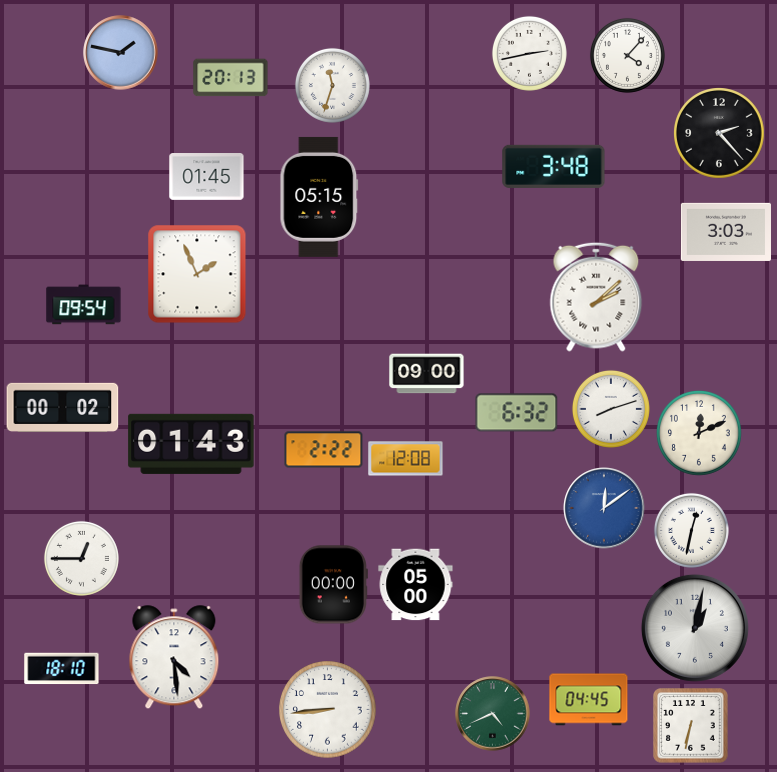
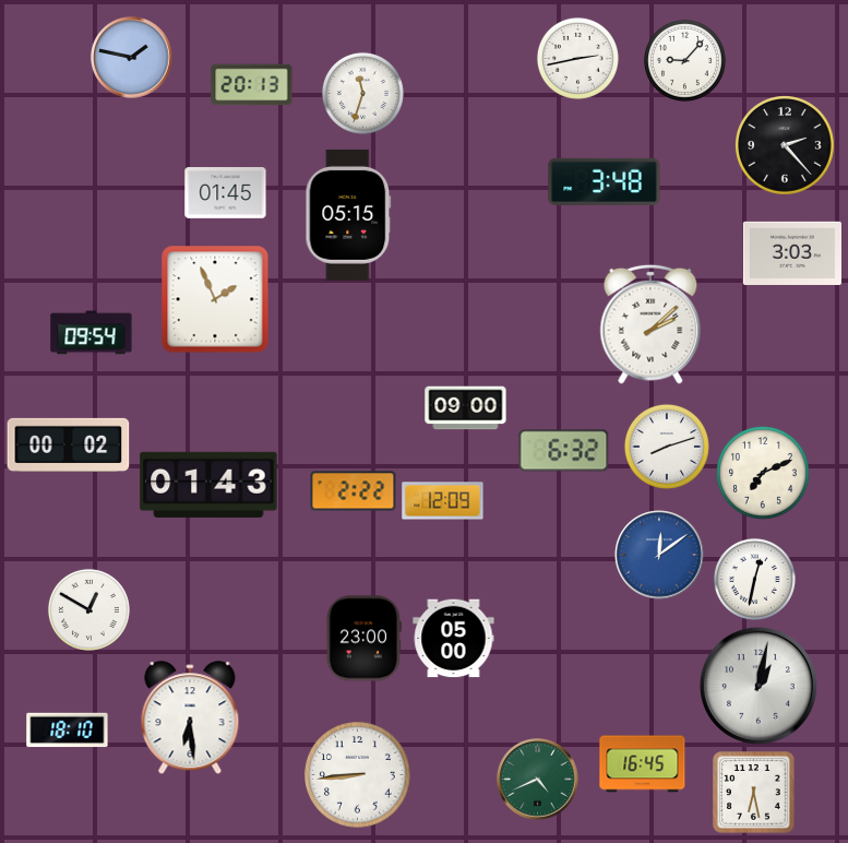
clock at (627, 55): 4:07 -> 9:07
clock at (699, 433): 12:11 -> 7:11
clock at (406, 459): 12:08 -> 12:09
clock at (81, 558): 12:45 -> 12:50
clock at (333, 585): 00:00 -> 23:00
clock at (174, 658): 4:29 -> 6:29
clock at (589, 700): 04:45 -> 16:45
clock at (691, 726): 6:32 -> 6:28
